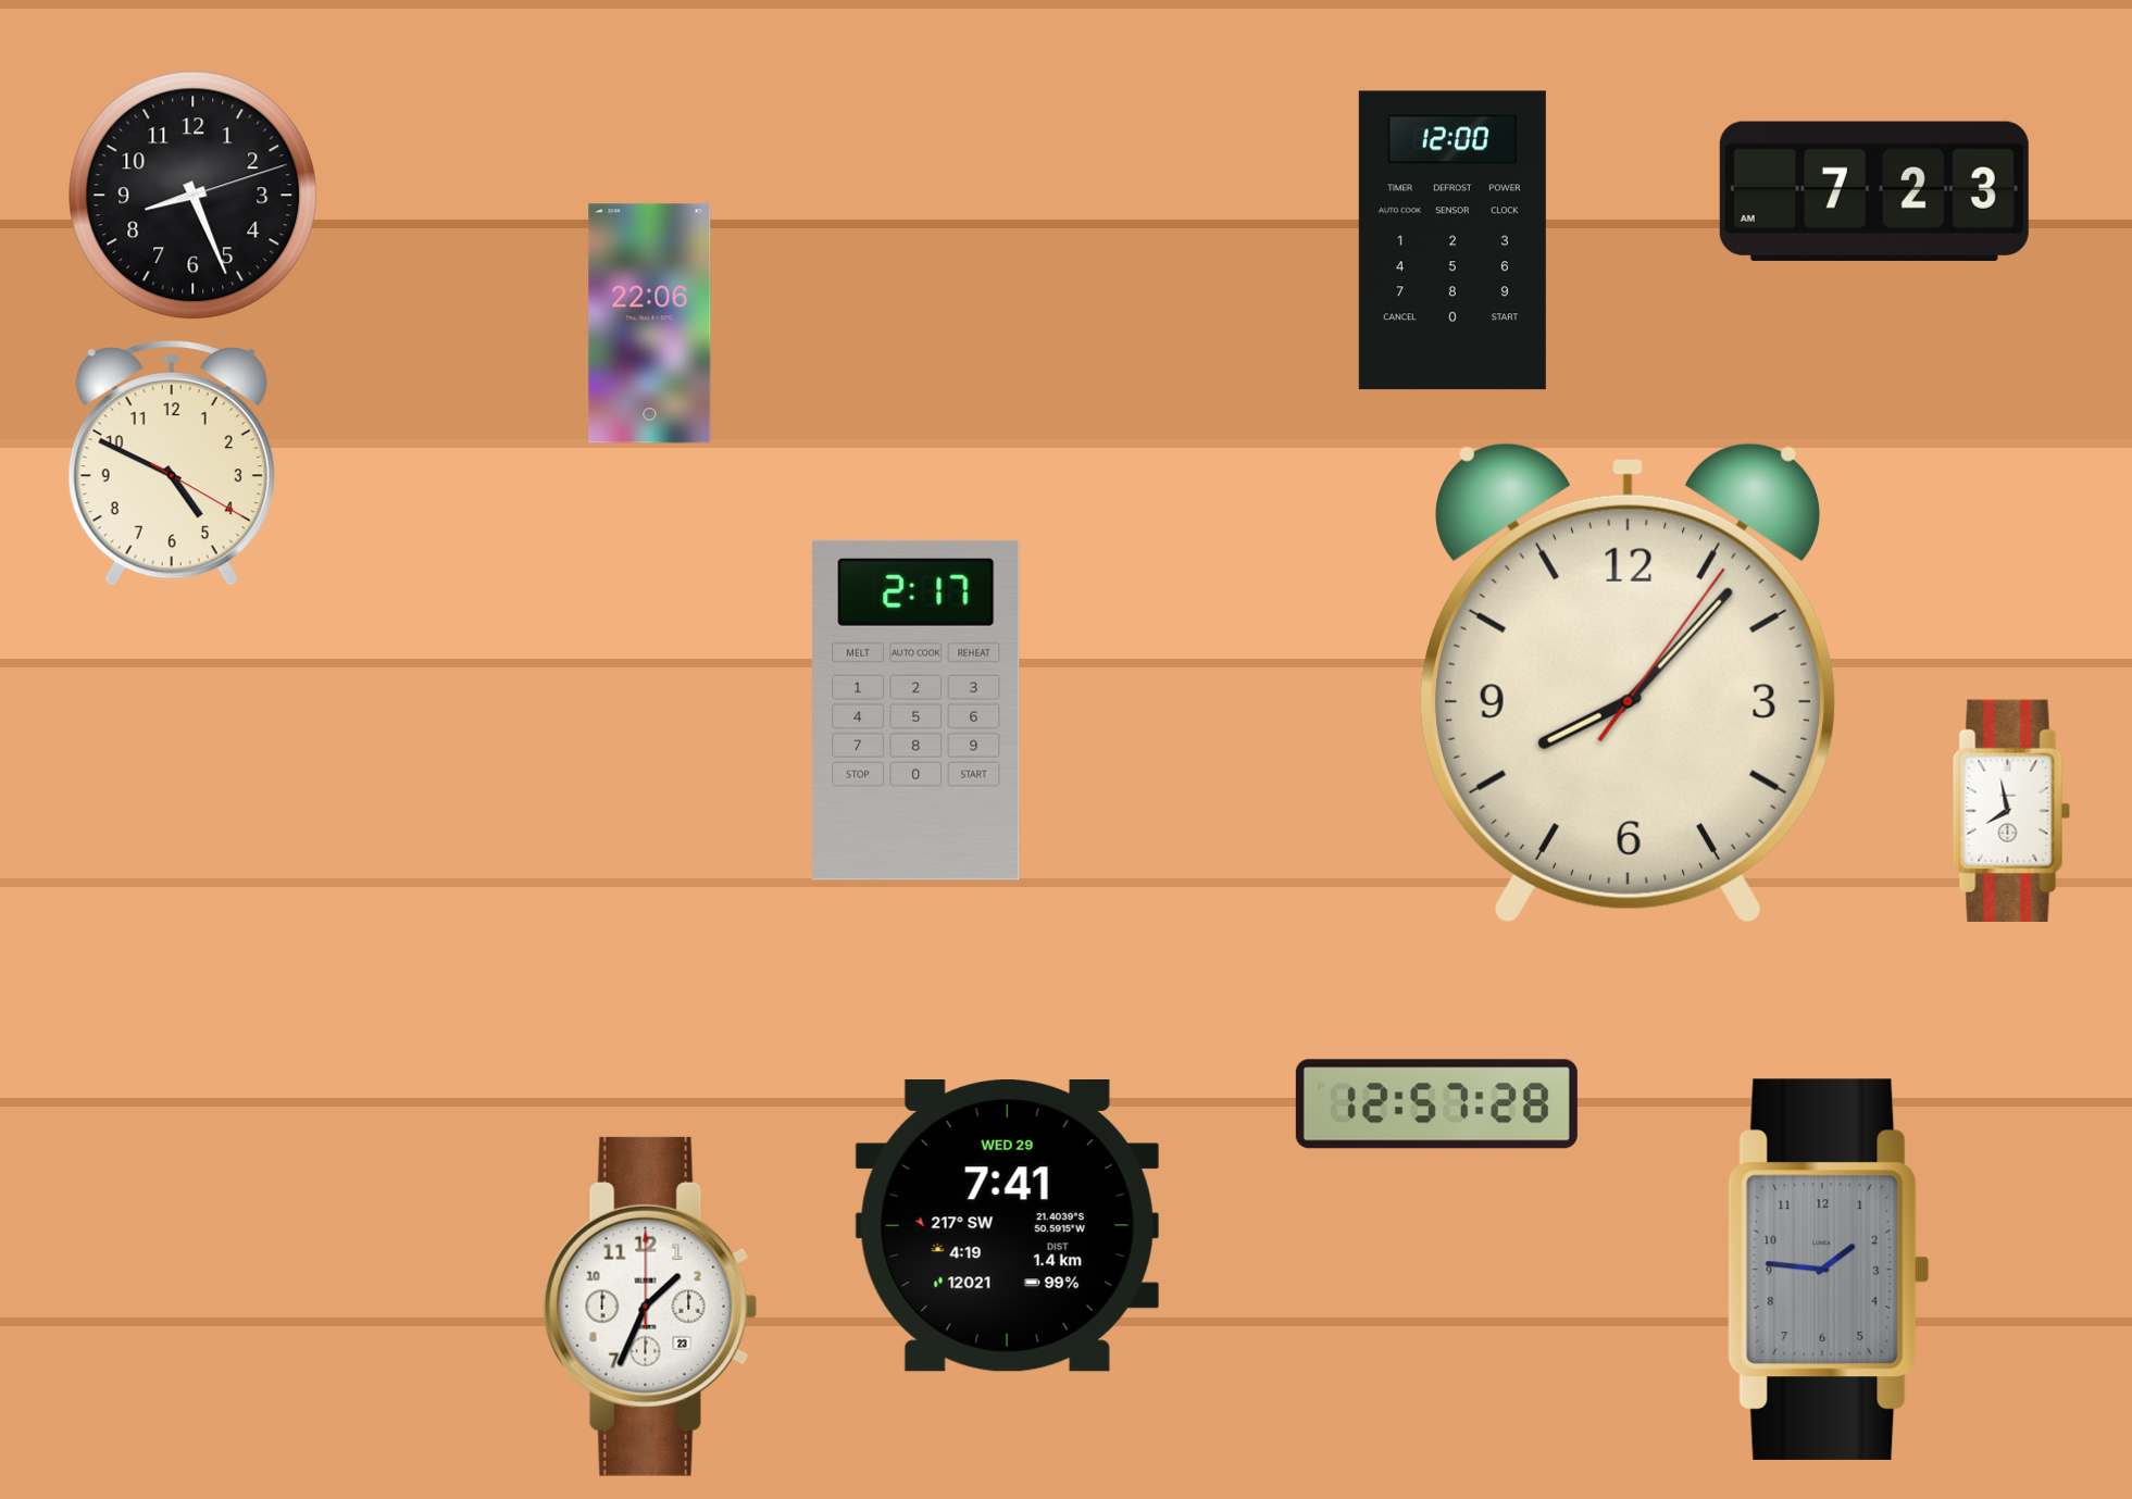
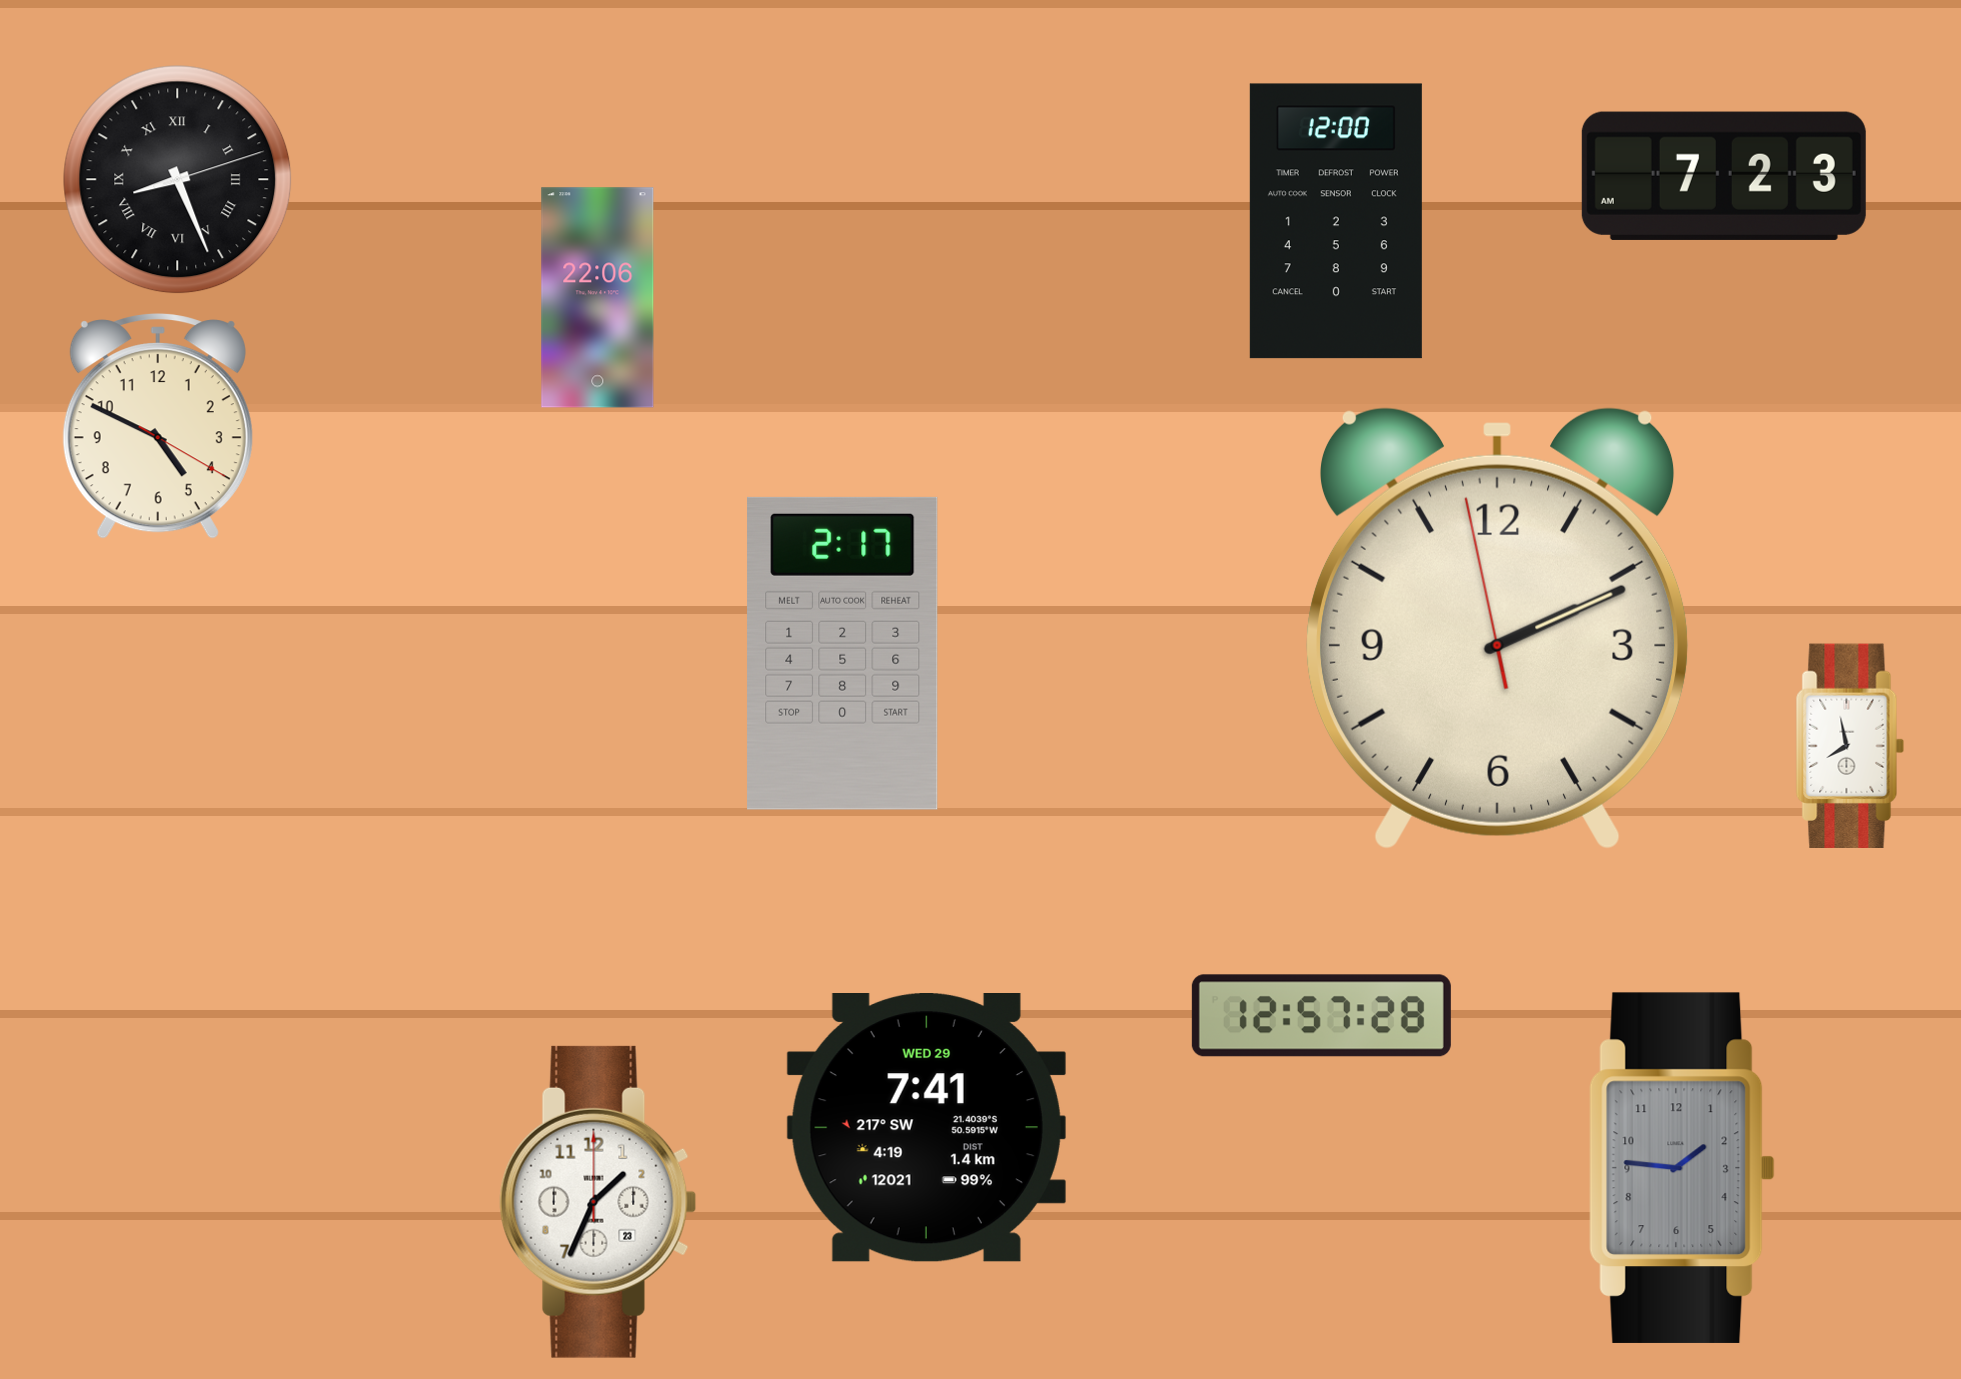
clock at (194, 196) numerals: Arabic -> Roman
clock at (1628, 683): 8:07 -> 2:10
